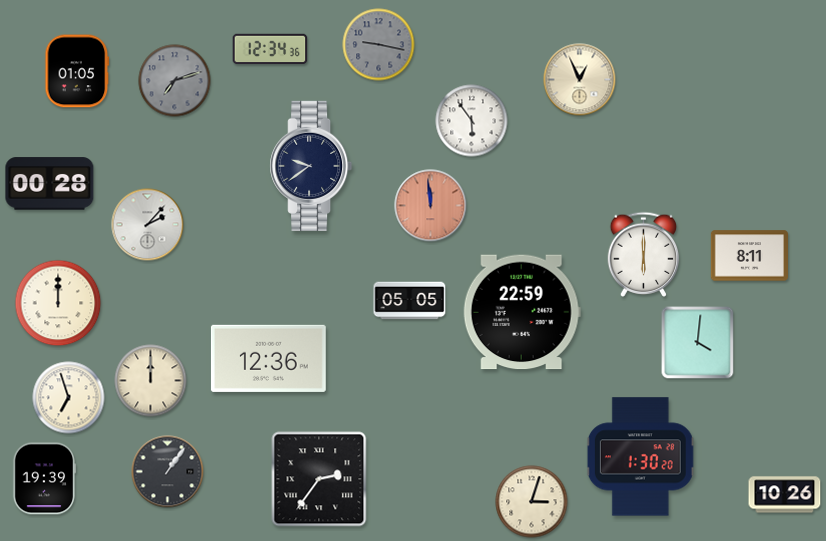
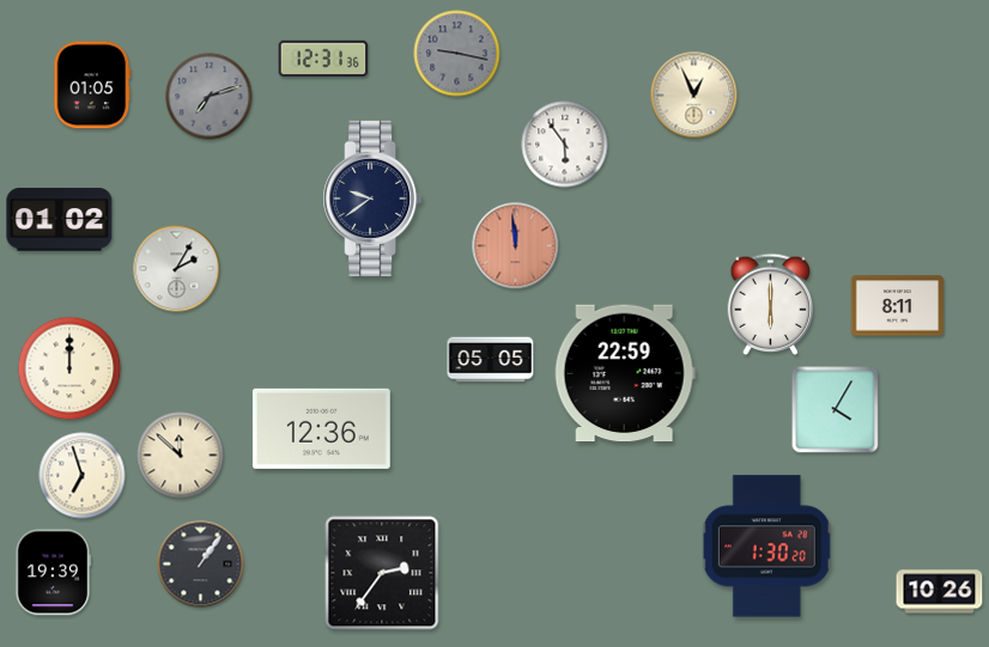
clock at (379, 45) position: (379, 45) -> (457, 54)
clock at (270, 49): 12:34 -> 12:31
clock at (50, 184): 00:28 -> 01:02
clock at (148, 225): 2:07 -> 2:05
clock at (58, 303) position: (58, 303) -> (69, 368)
clock at (698, 343): 4:01 -> 4:05
clock at (151, 381): 12:00 -> 11:52
clock at (532, 502): 3:03 -> none
